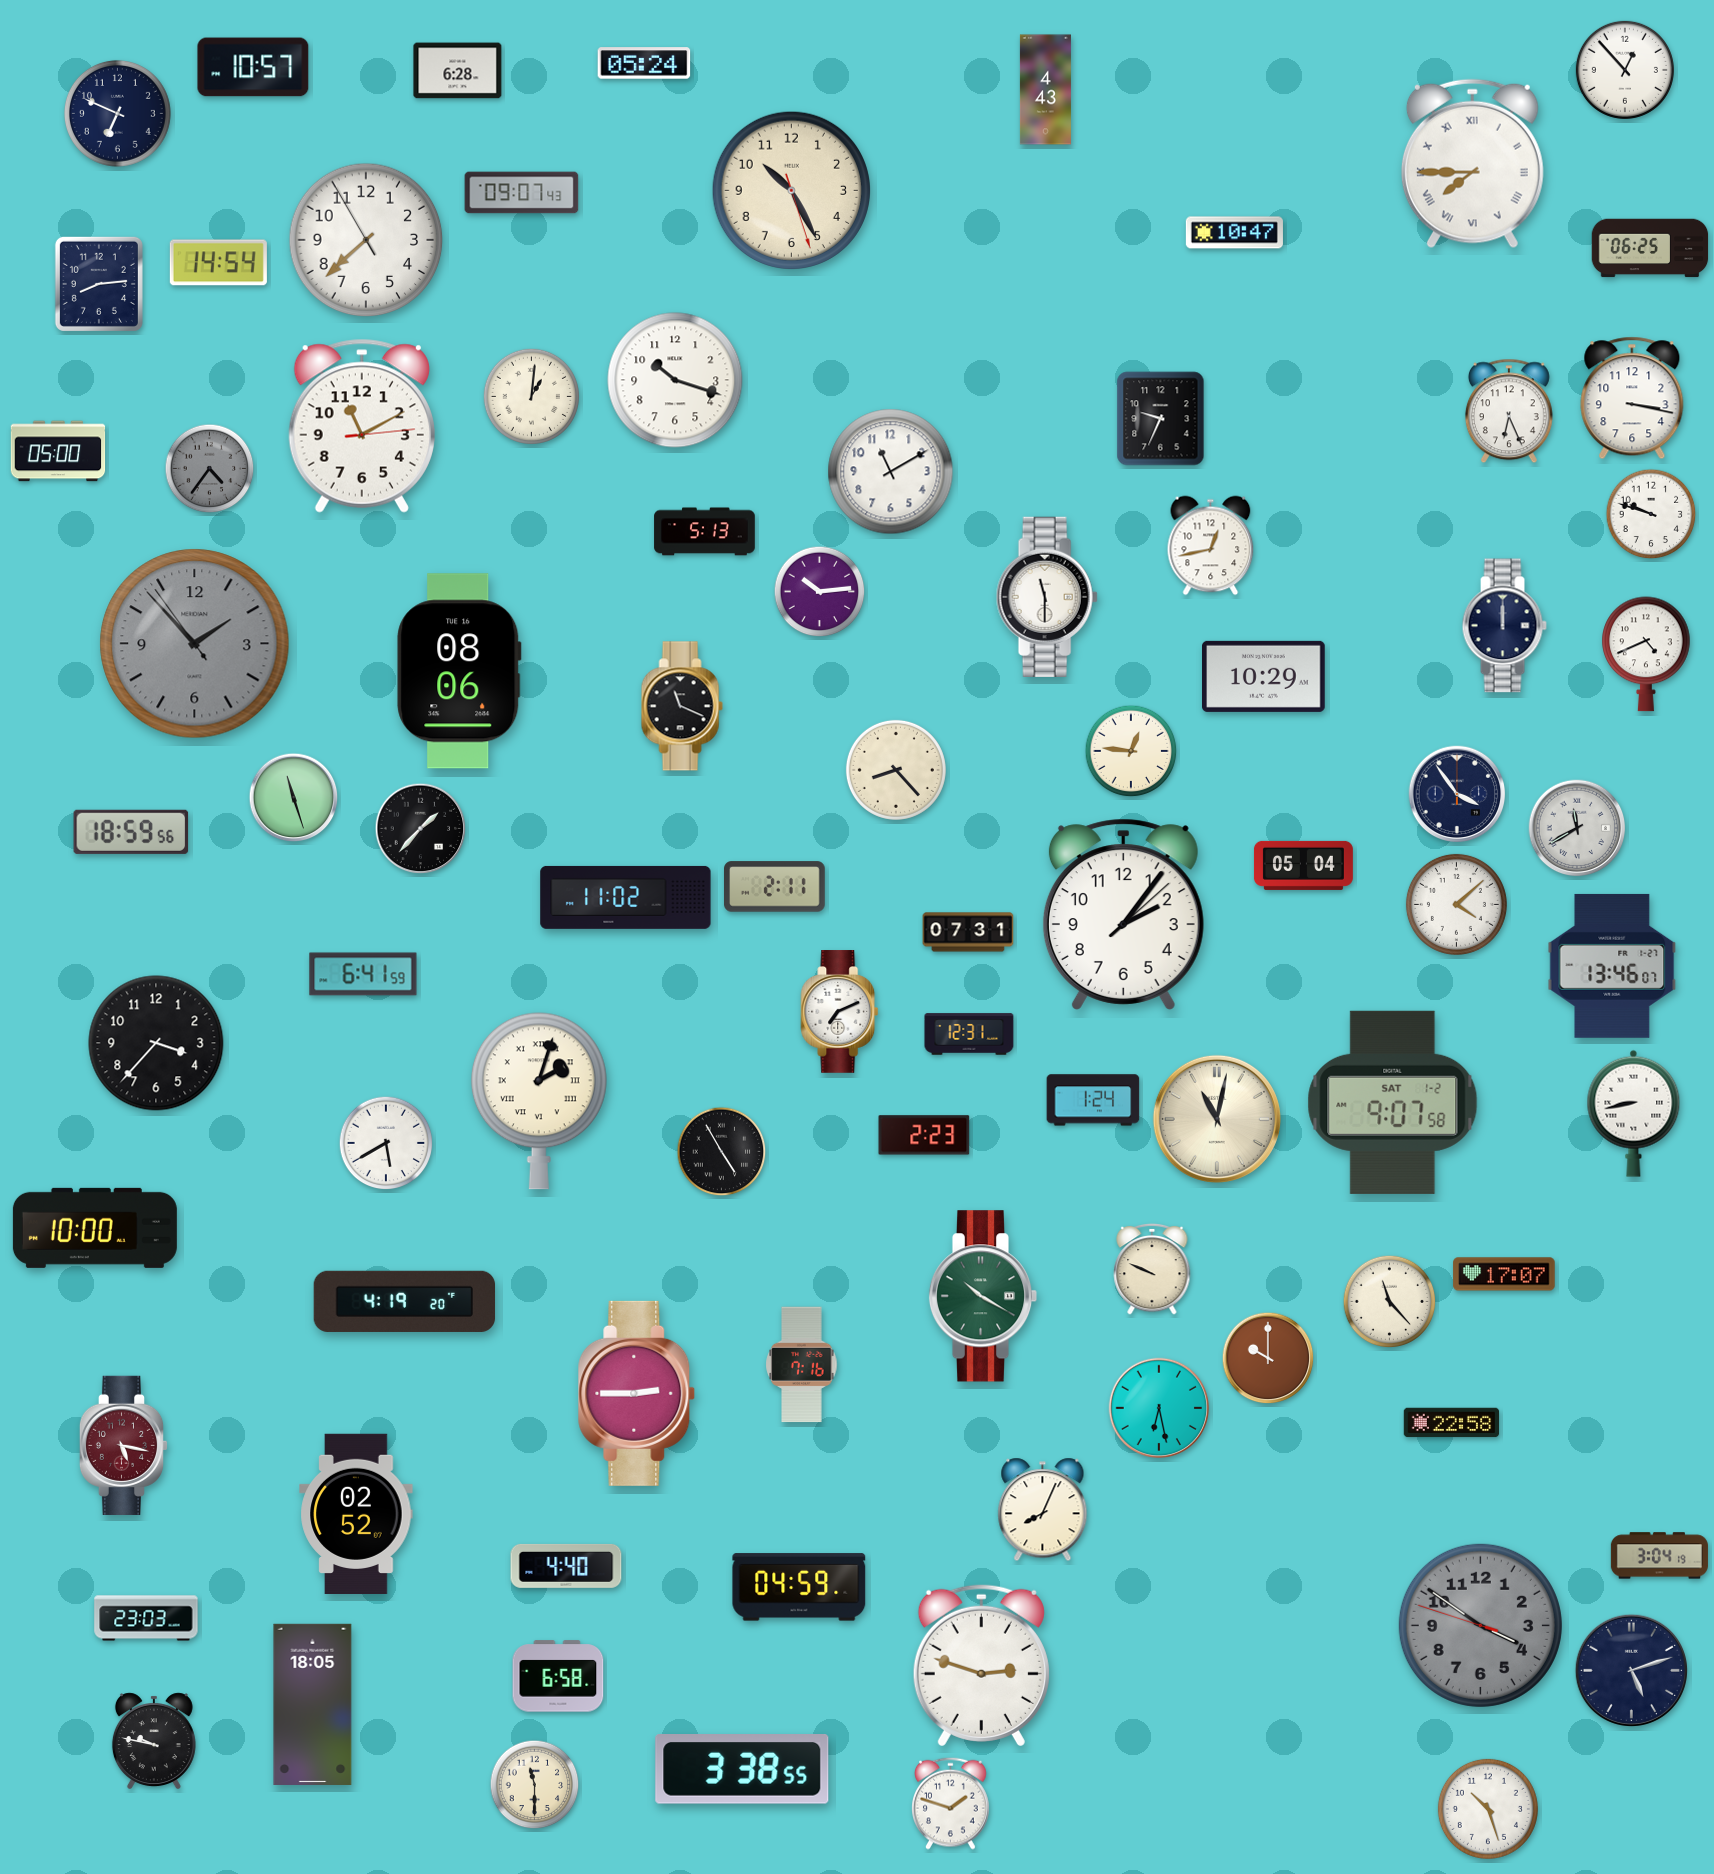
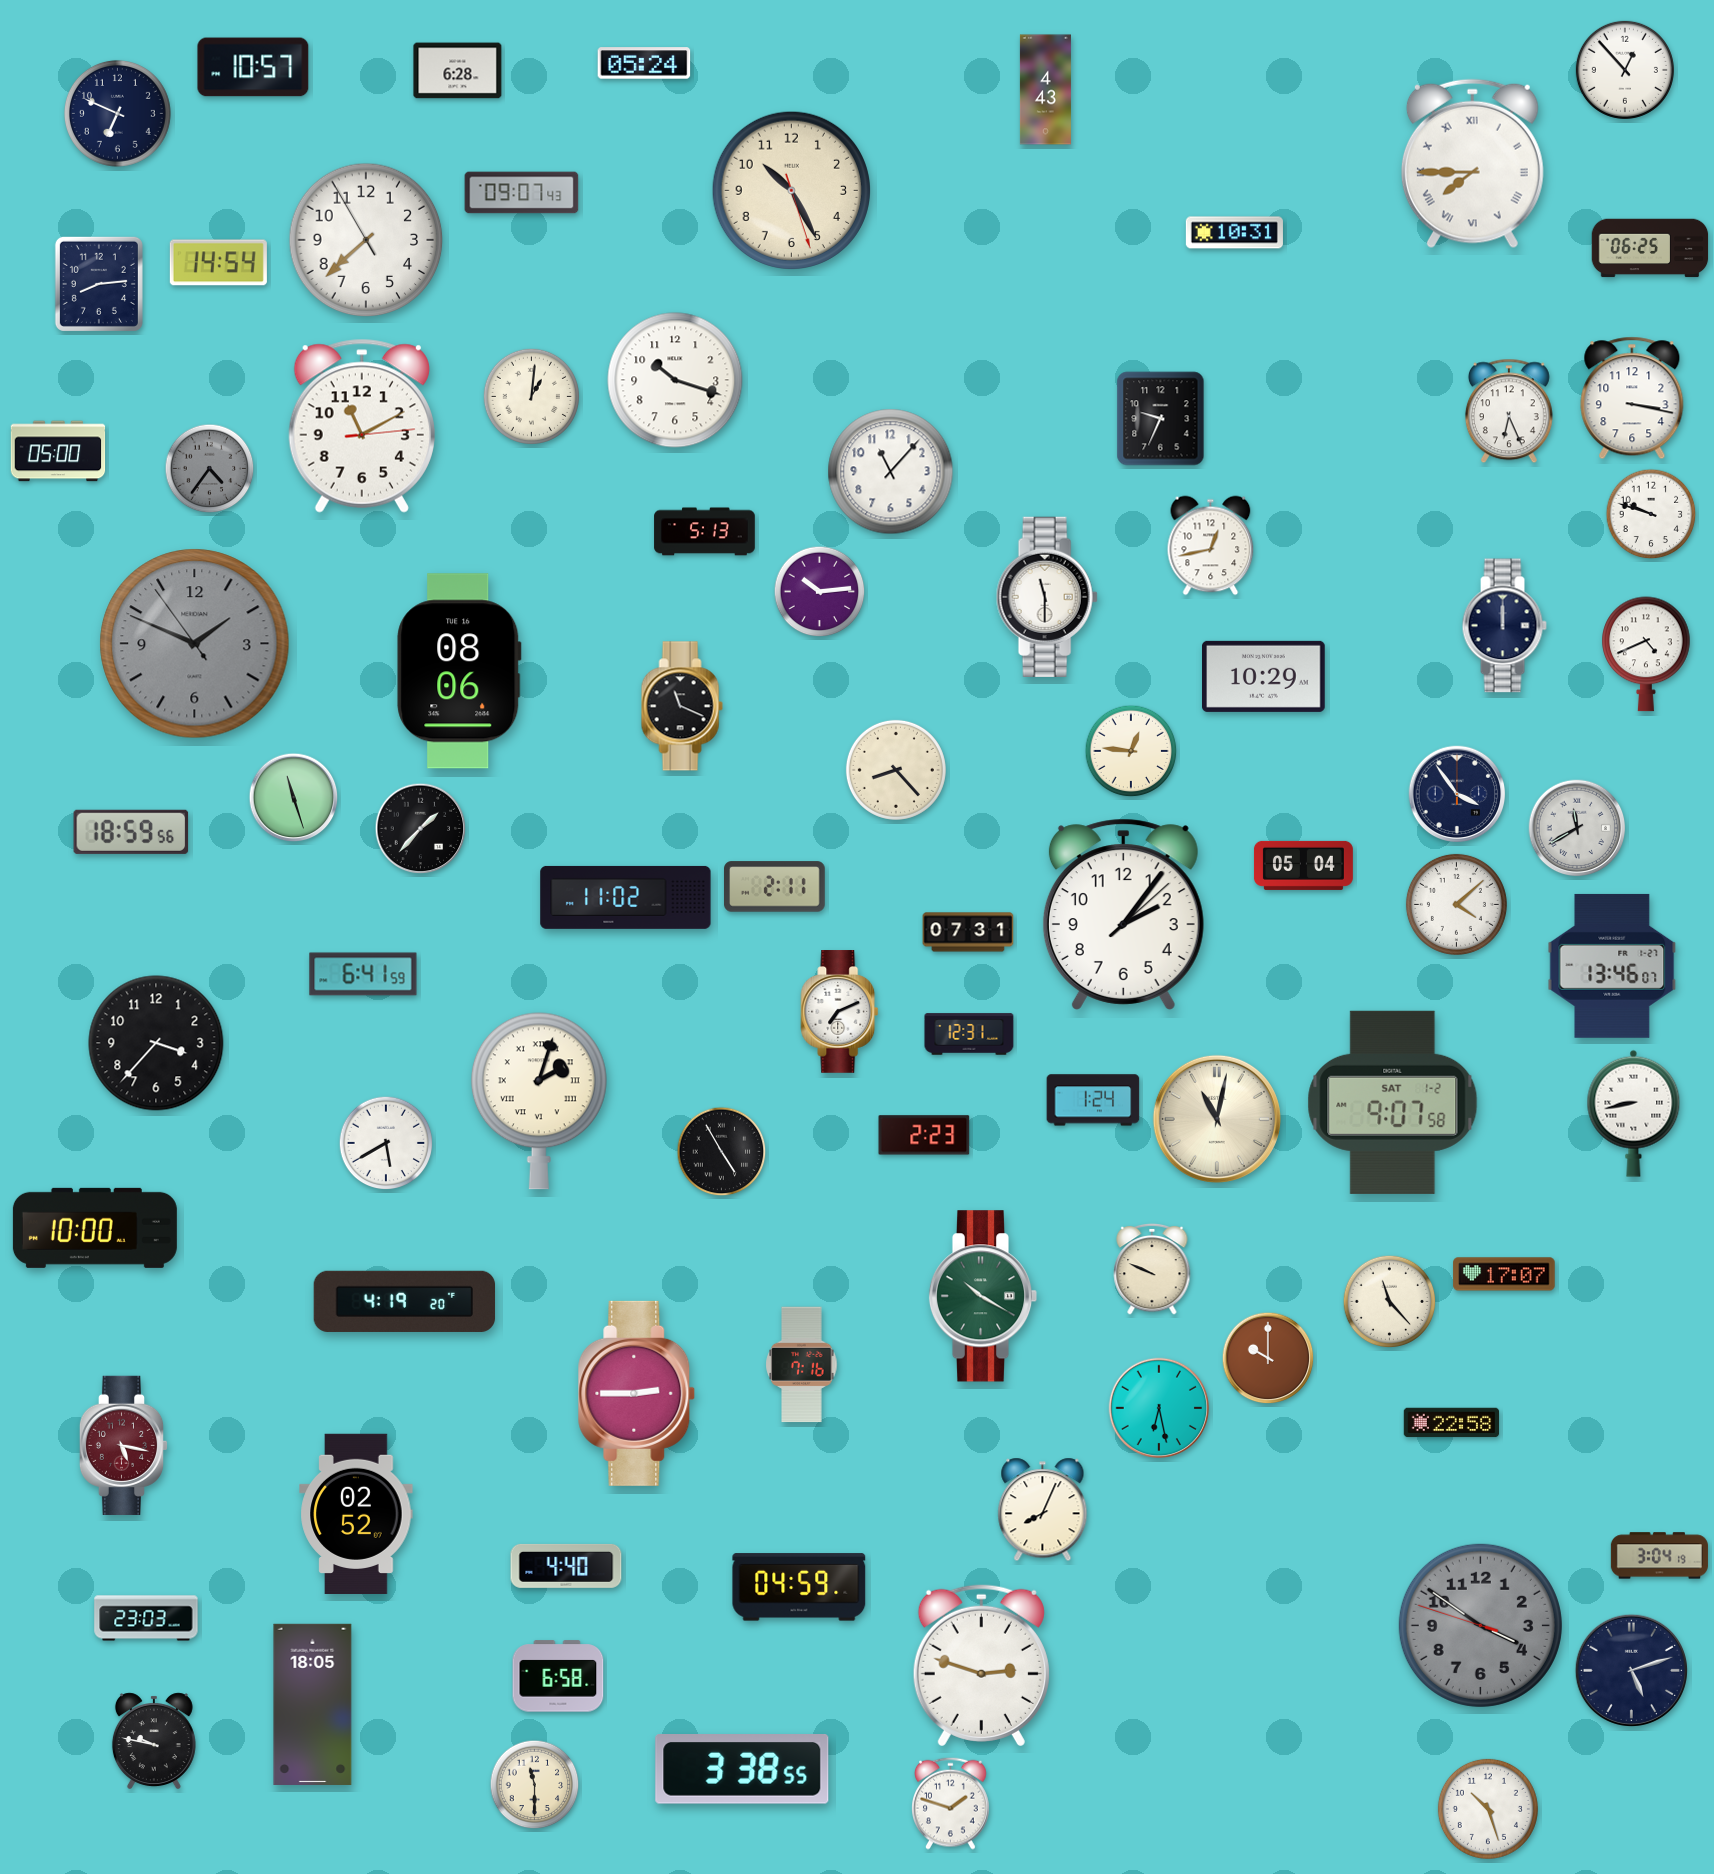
clock at (1234, 233): 10:47 -> 10:31
clock at (891, 472): 11:10 -> 11:07
clock at (195, 644): 1:52 -> 1:48
